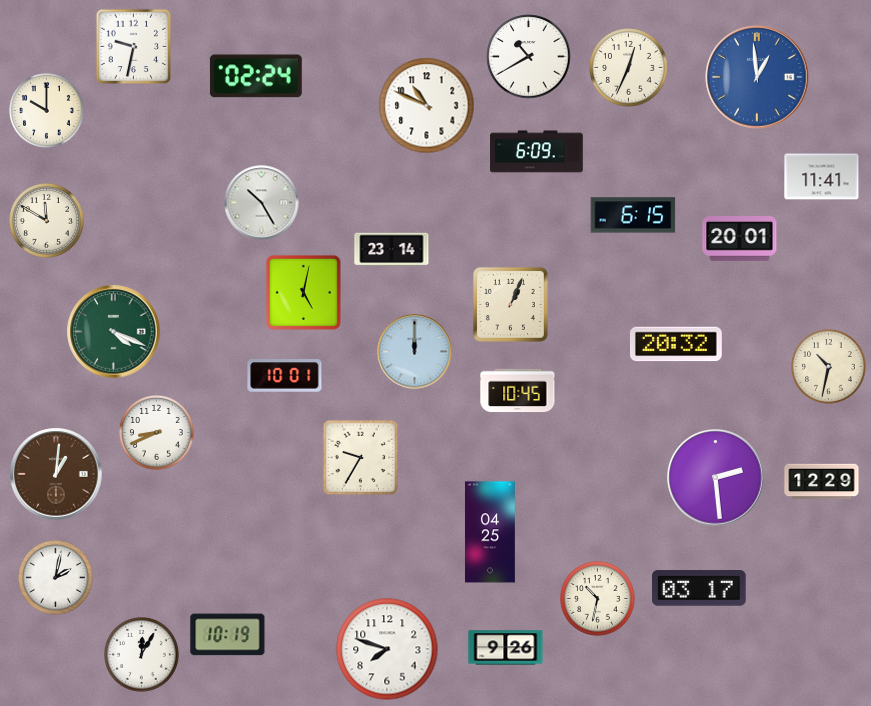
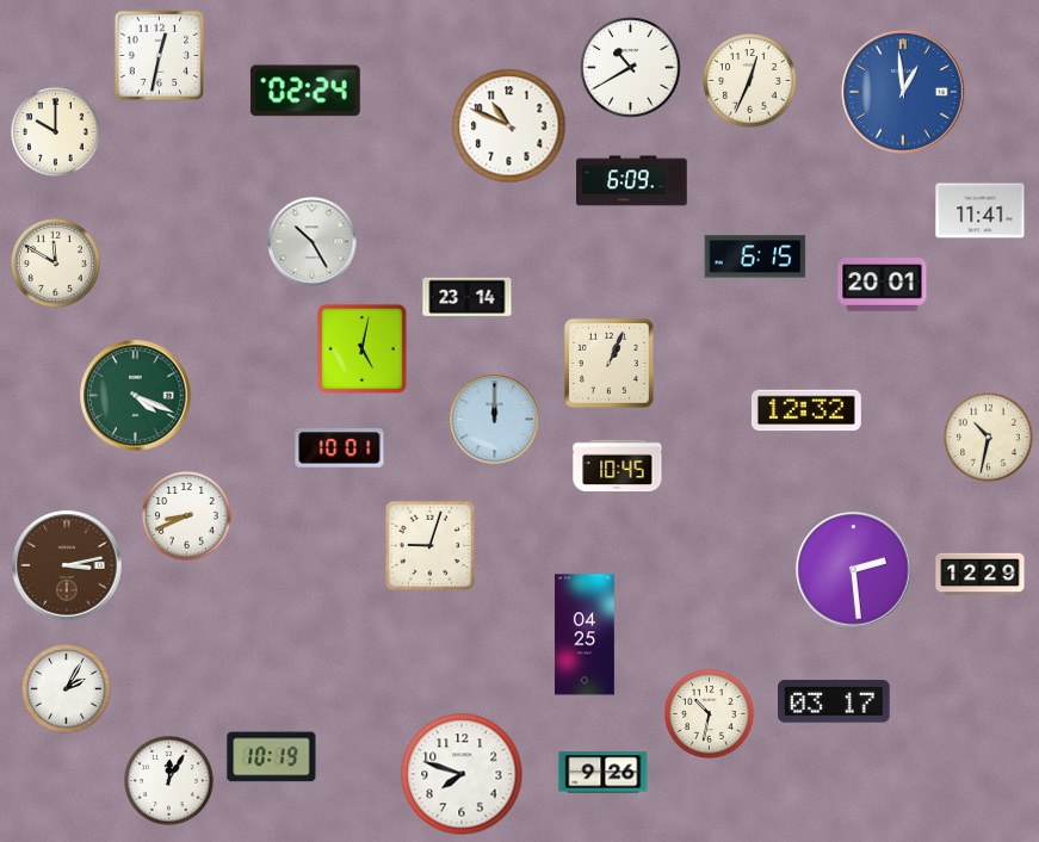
clock at (134, 47): 9:32 -> 12:32
clock at (537, 152) position: (537, 152) -> (632, 181)
clock at (676, 344): 20:32 -> 12:32
clock at (361, 458): 9:35 -> 9:03
clock at (56, 474): 1:01 -> 3:13
clock at (56, 578): 2:02 -> 2:05
clock at (598, 599) position: (598, 599) -> (710, 714)
